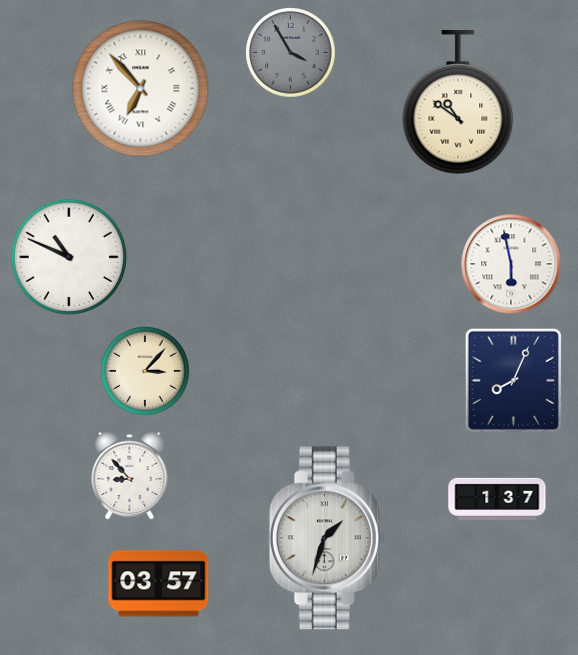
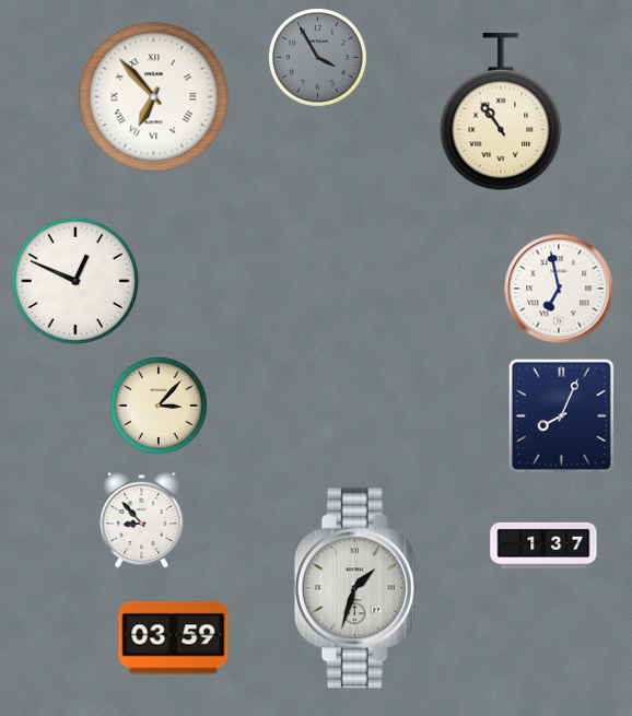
clock at (458, 103): 10:51 -> 10:54
clock at (68, 256): 10:49 -> 12:49
clock at (511, 264): 5:58 -> 6:58
clock at (159, 584): 03:57 -> 03:59
